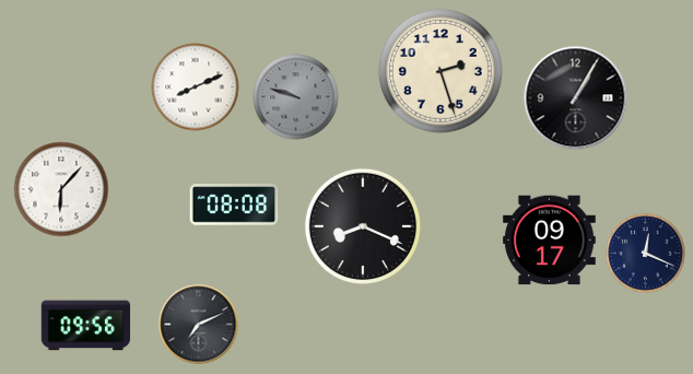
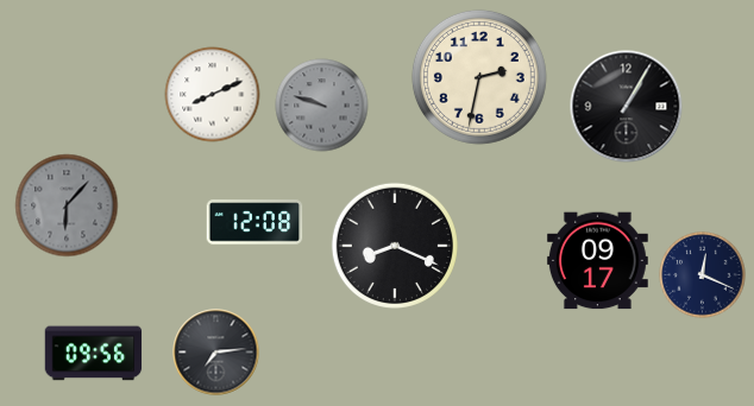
clock at (441, 71): 2:27 -> 2:32
clock at (61, 189) dial: white -> grey
clock at (234, 204): 08:08 -> 12:08
clock at (199, 325): 7:11 -> 7:14
